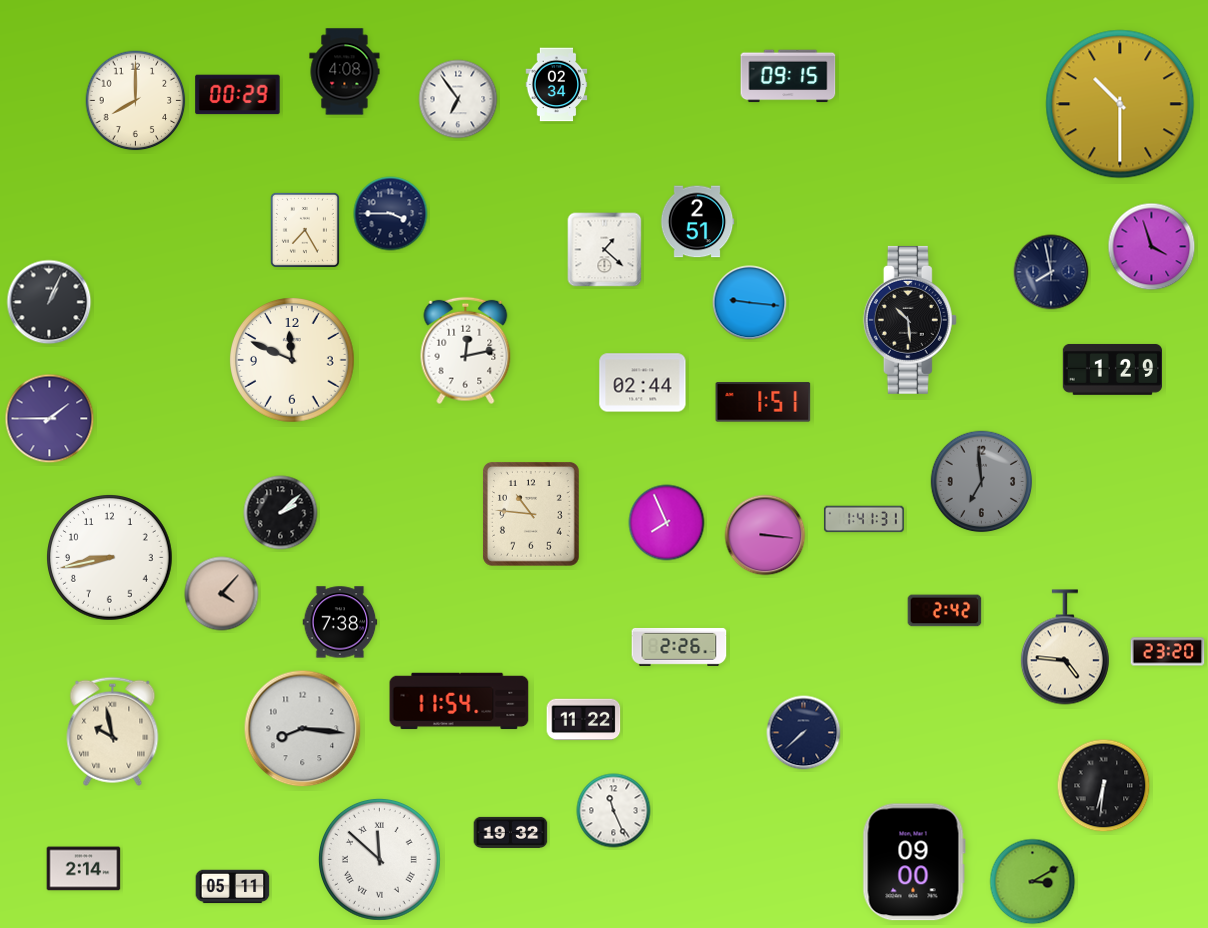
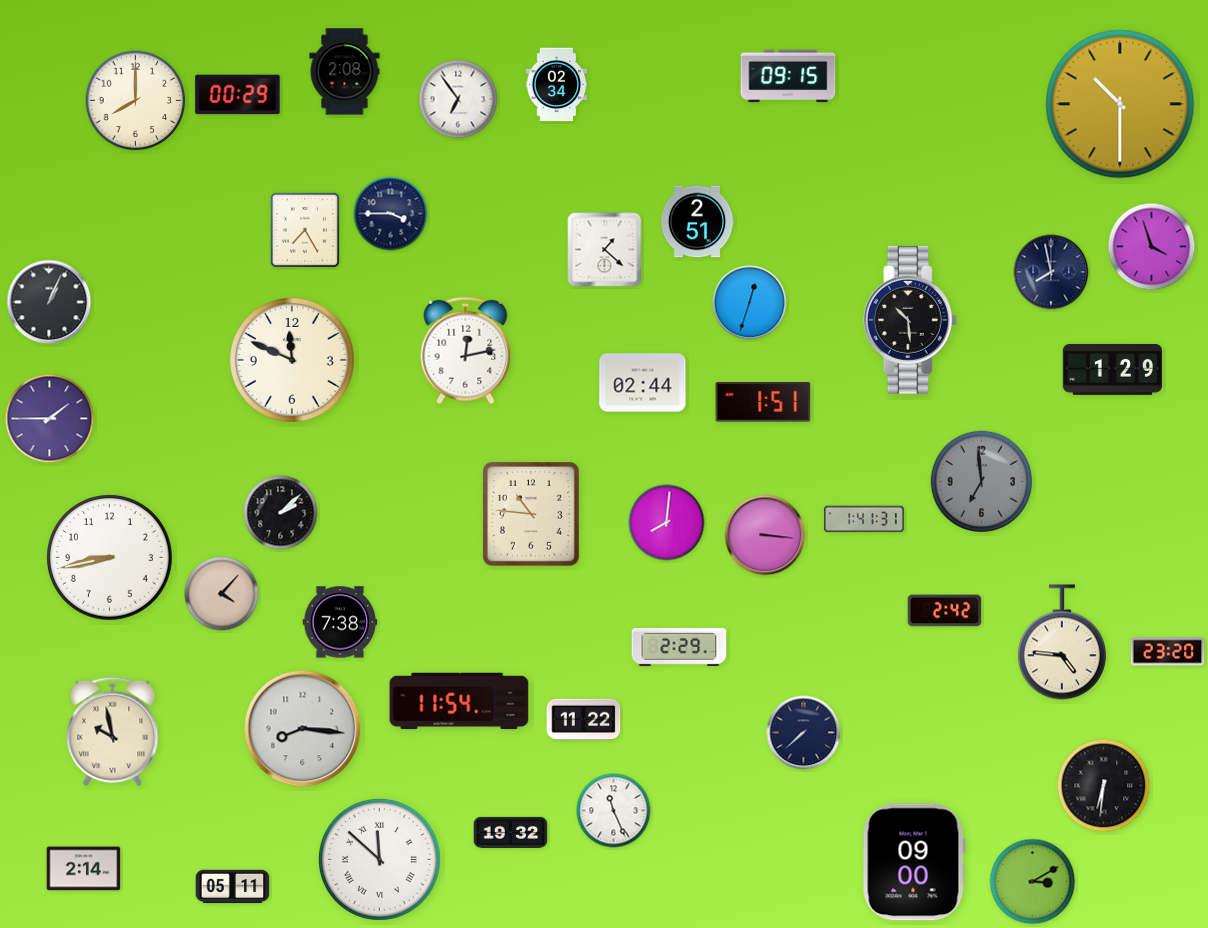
clock at (345, 72): 4:08 -> 2:08
clock at (750, 303): 9:16 -> 12:33
clock at (667, 523): 7:56 -> 8:01
clock at (679, 647): 2:26 -> 2:29
clock at (1065, 647) position: (1065, 647) -> (1062, 642)
